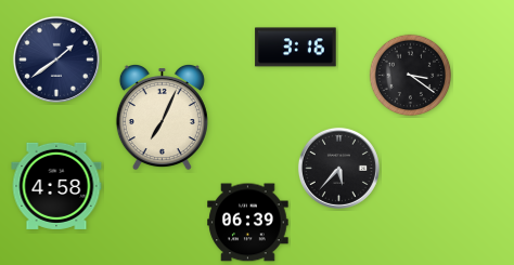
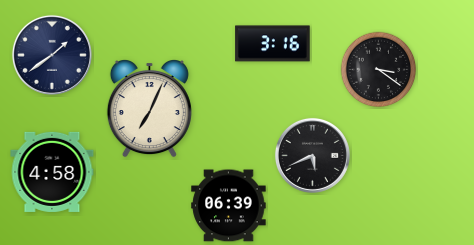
clock at (338, 168): 5:37 -> 5:41
